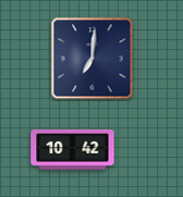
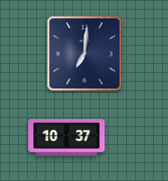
clock at (73, 150): 10:42 -> 10:37
